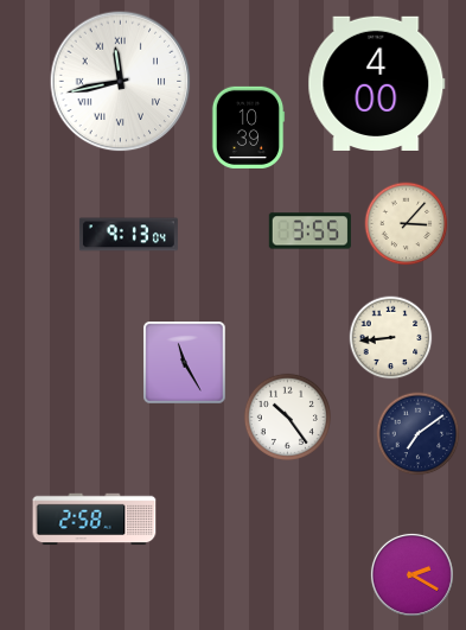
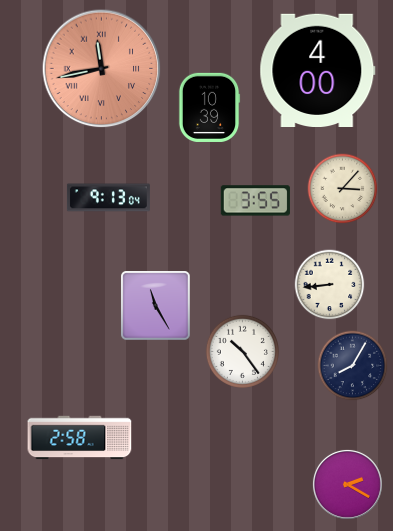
clock at (121, 82) dial: white -> salmon
clock at (309, 231) position: (309, 231) -> (255, 201)
clock at (419, 434): 7:09 -> 8:05
